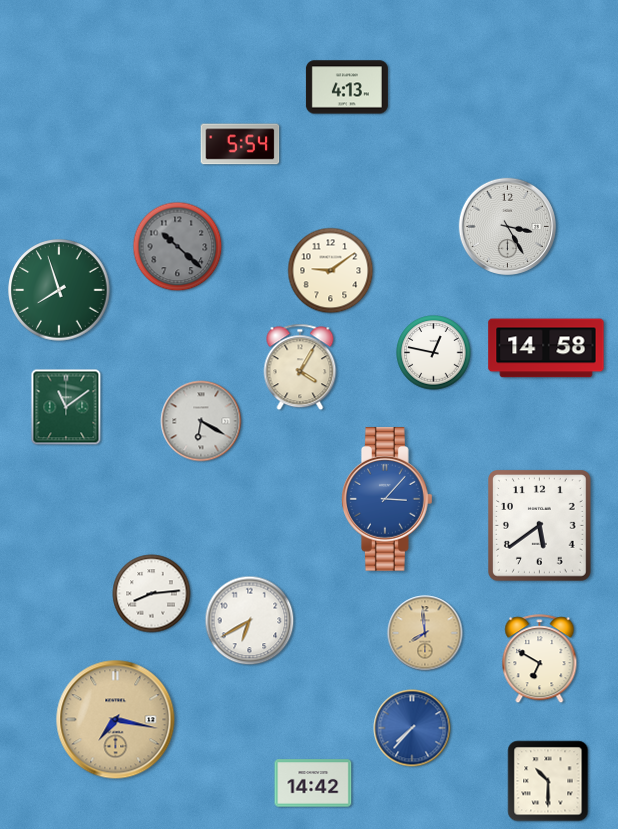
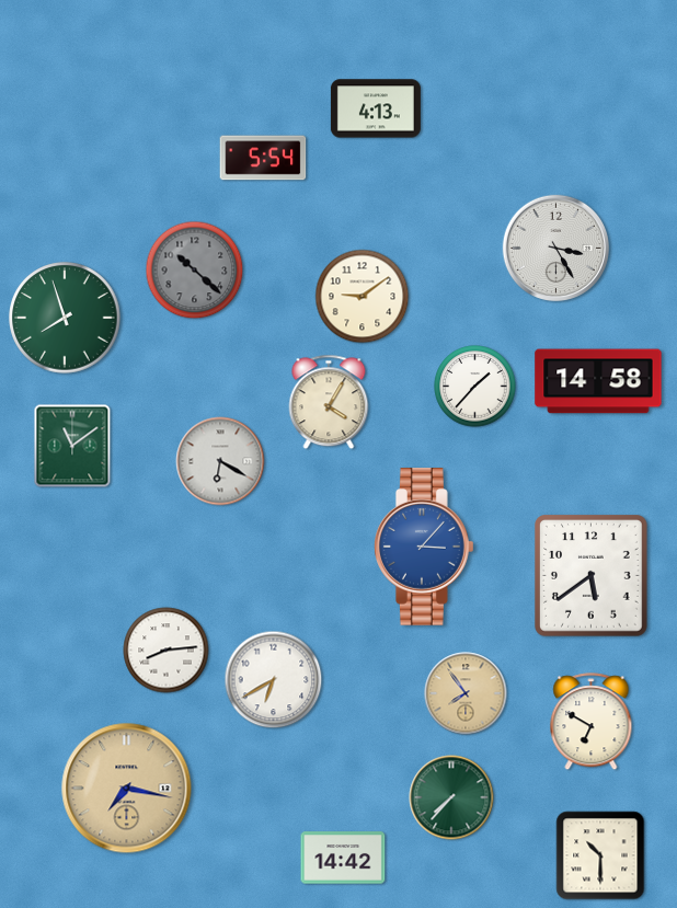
clock at (347, 87) position: (347, 87) -> (376, 108)
clock at (434, 353): 12:47 -> 1:37
clock at (425, 633): 7:59 -> 7:54
clock at (412, 728) dial: blue -> green
